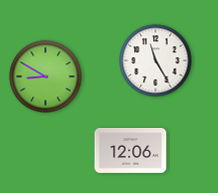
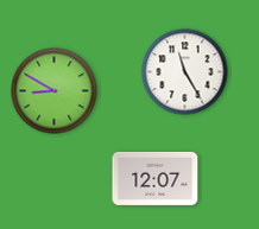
clock at (131, 150): 12:06 -> 12:07
